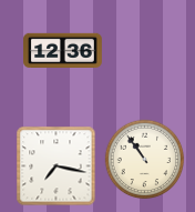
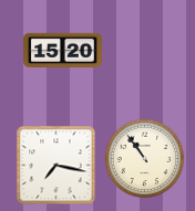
clock at (63, 50): 12:36 -> 15:20
